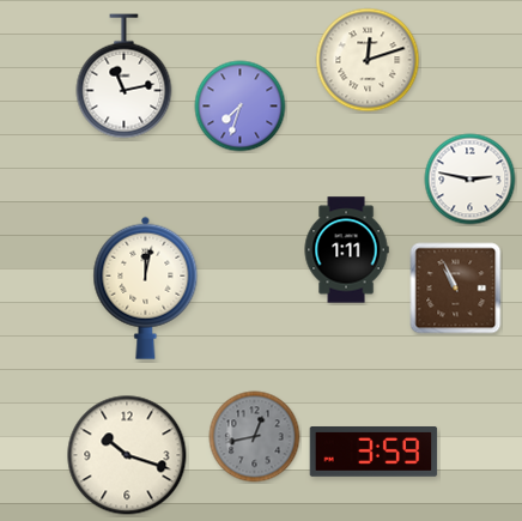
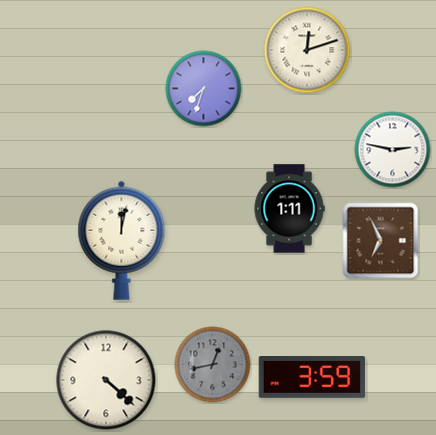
clock at (125, 77): 11:13 -> none
clock at (241, 107) position: (241, 107) -> (204, 89)
clock at (456, 289): 10:56 -> 6:56
clock at (127, 455): 10:18 -> 4:22
